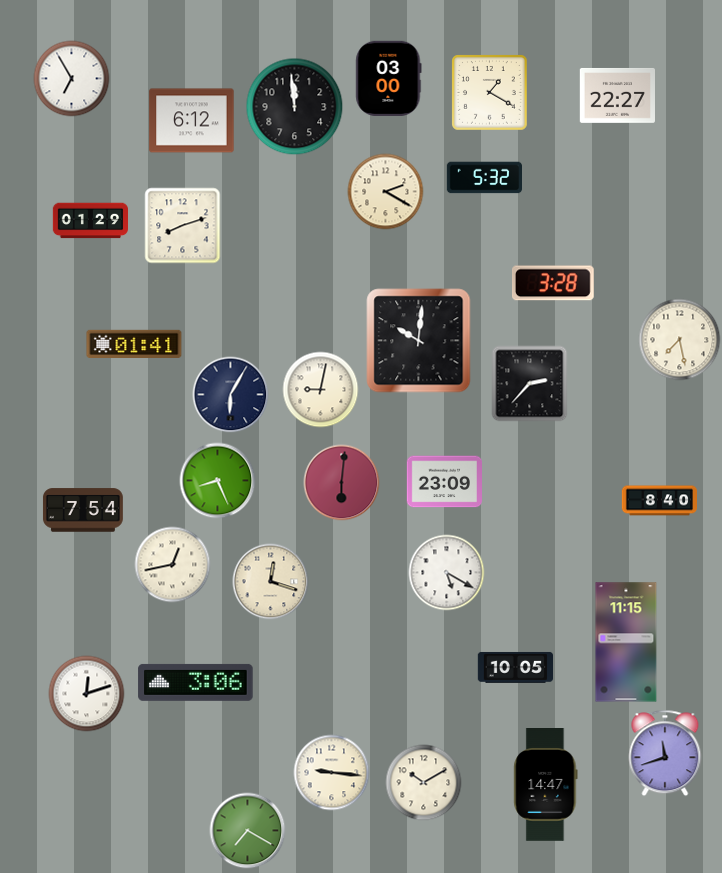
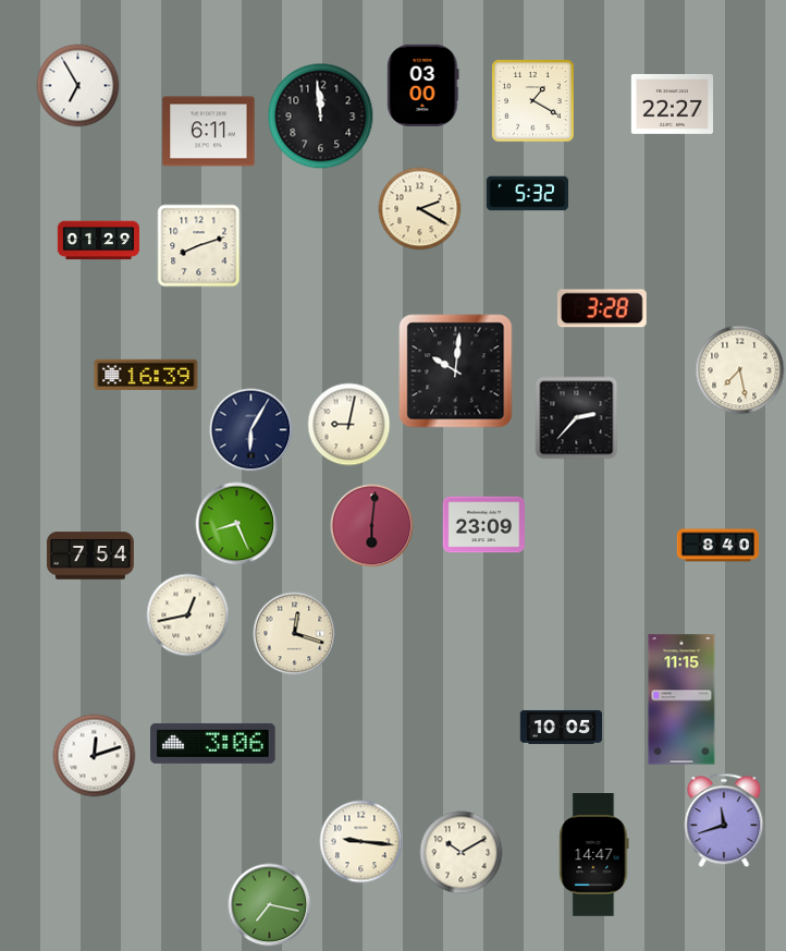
clock at (192, 121): 6:12 -> 6:11
clock at (134, 344): 01:41 -> 16:39
clock at (447, 573): 5:20 -> none
clock at (248, 831): 7:20 -> 7:17
